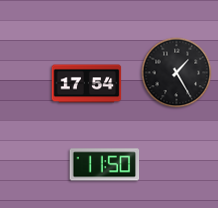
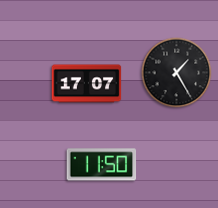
clock at (87, 84): 17:54 -> 17:07
clock at (105, 165) position: (105, 165) -> (102, 165)
